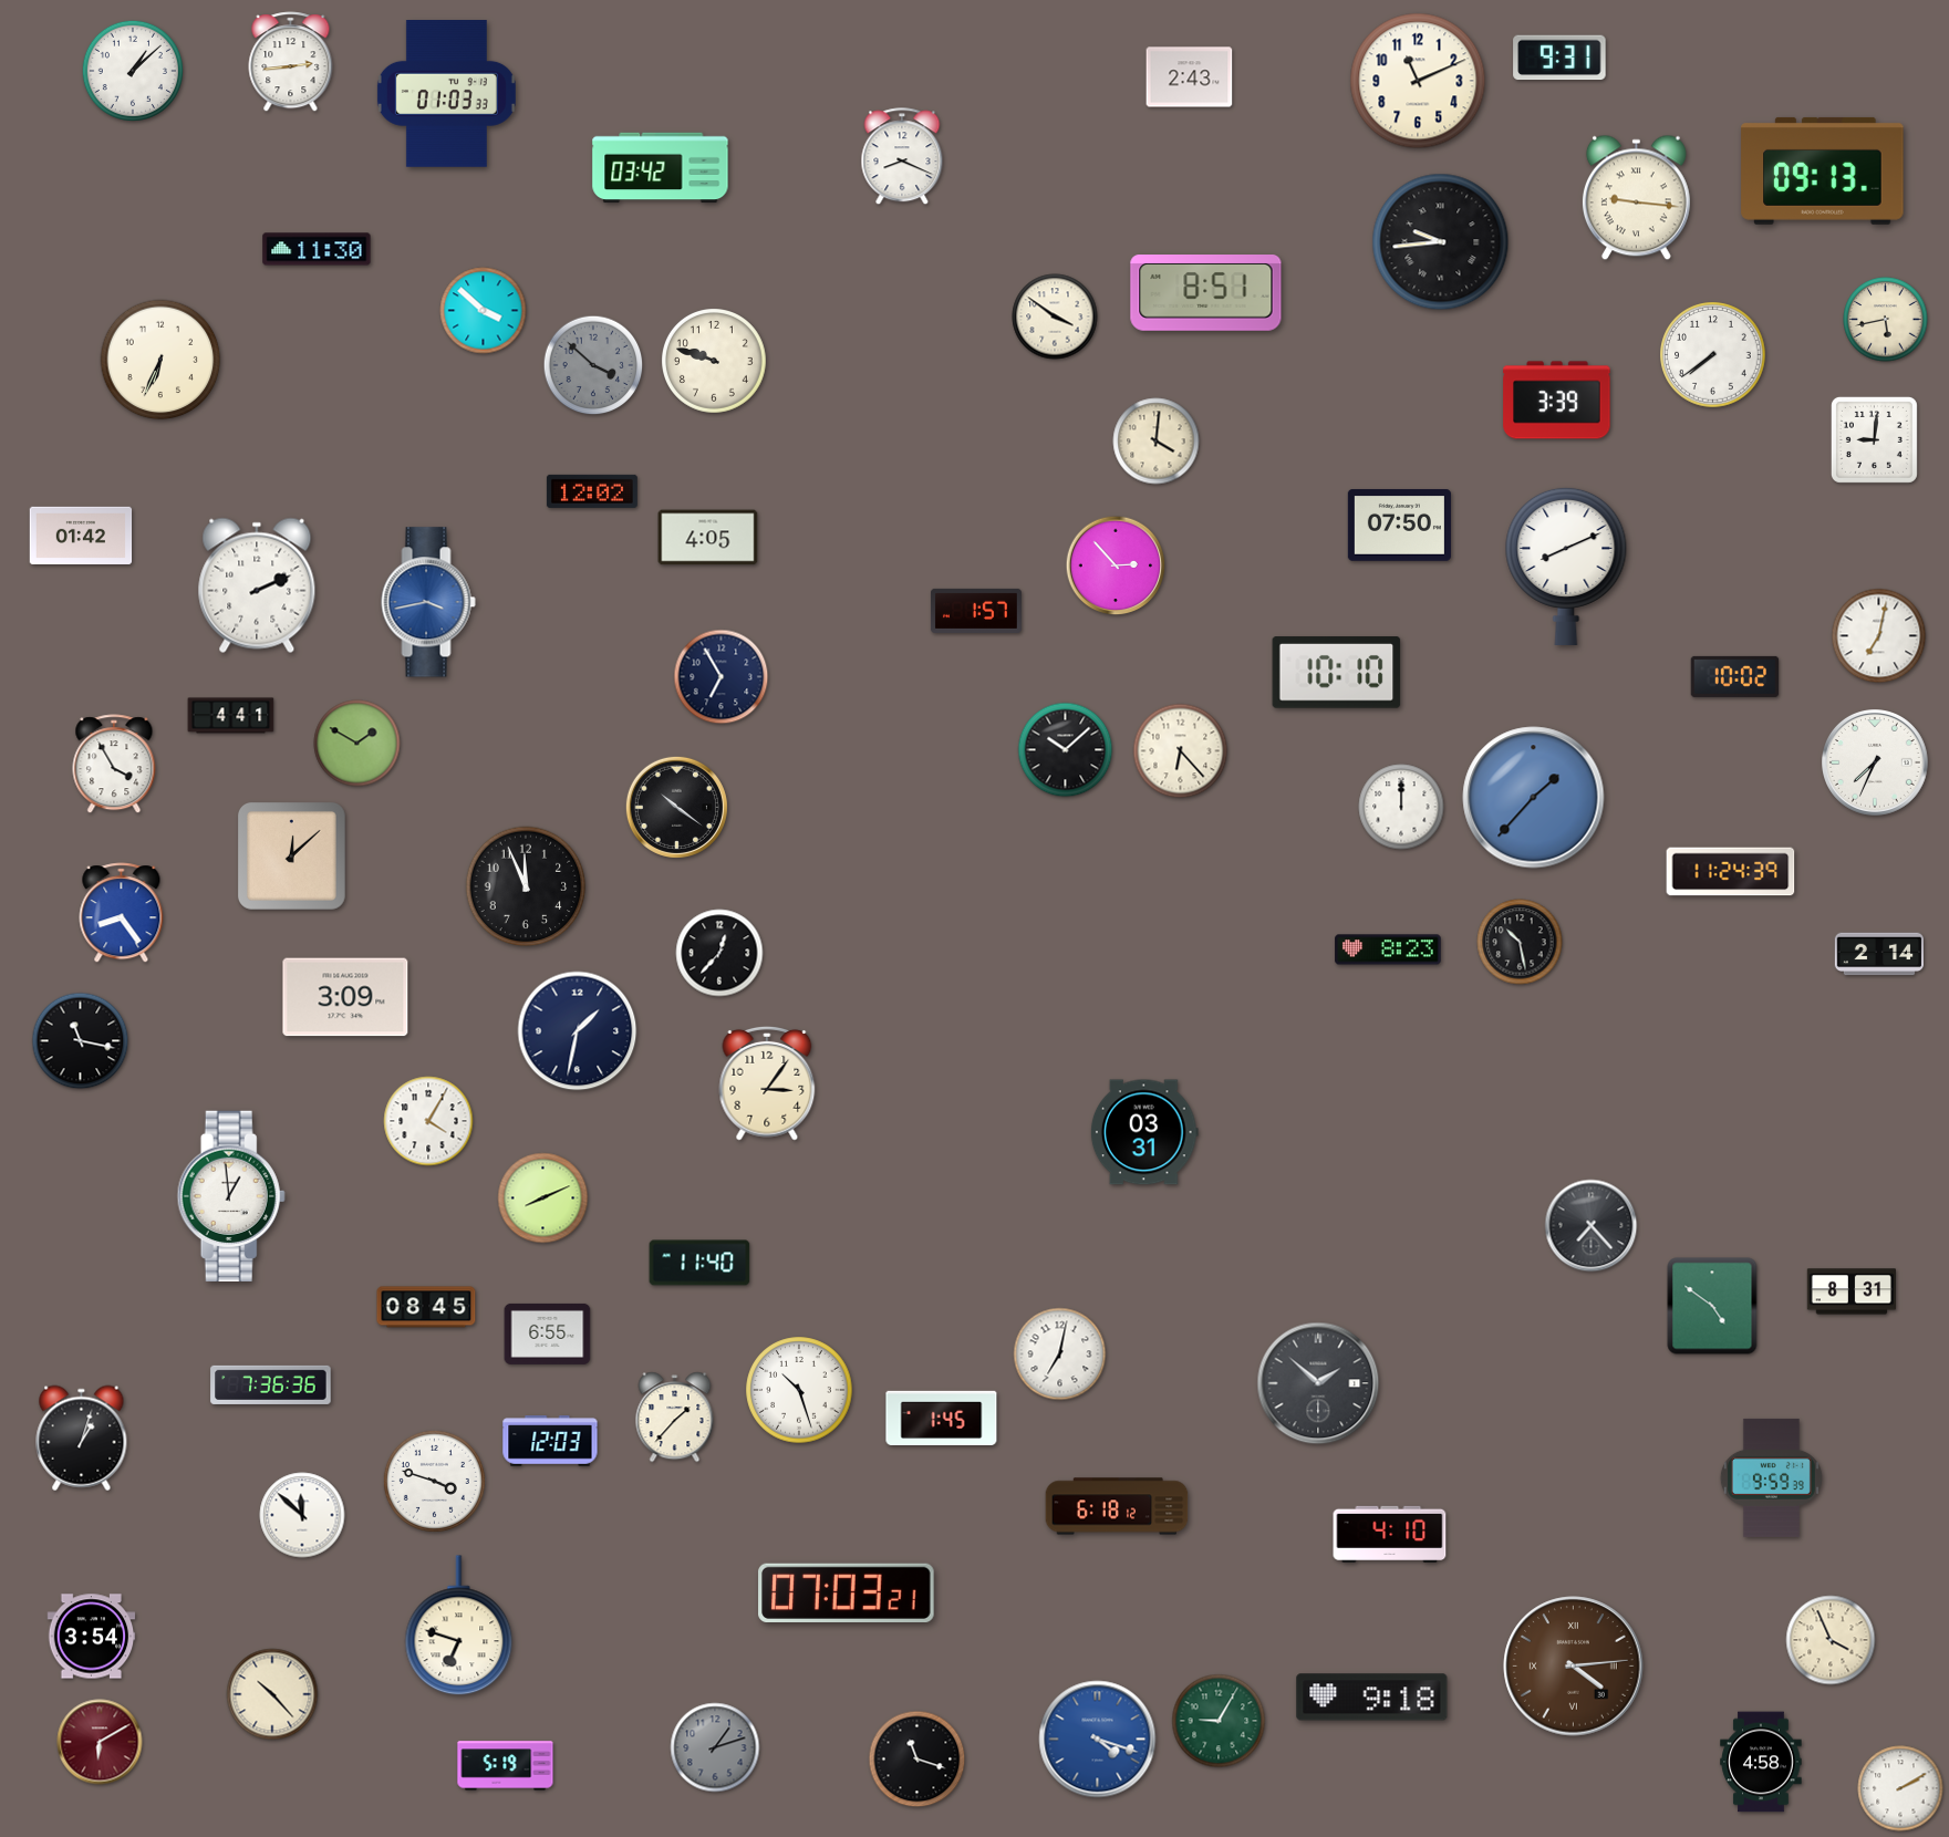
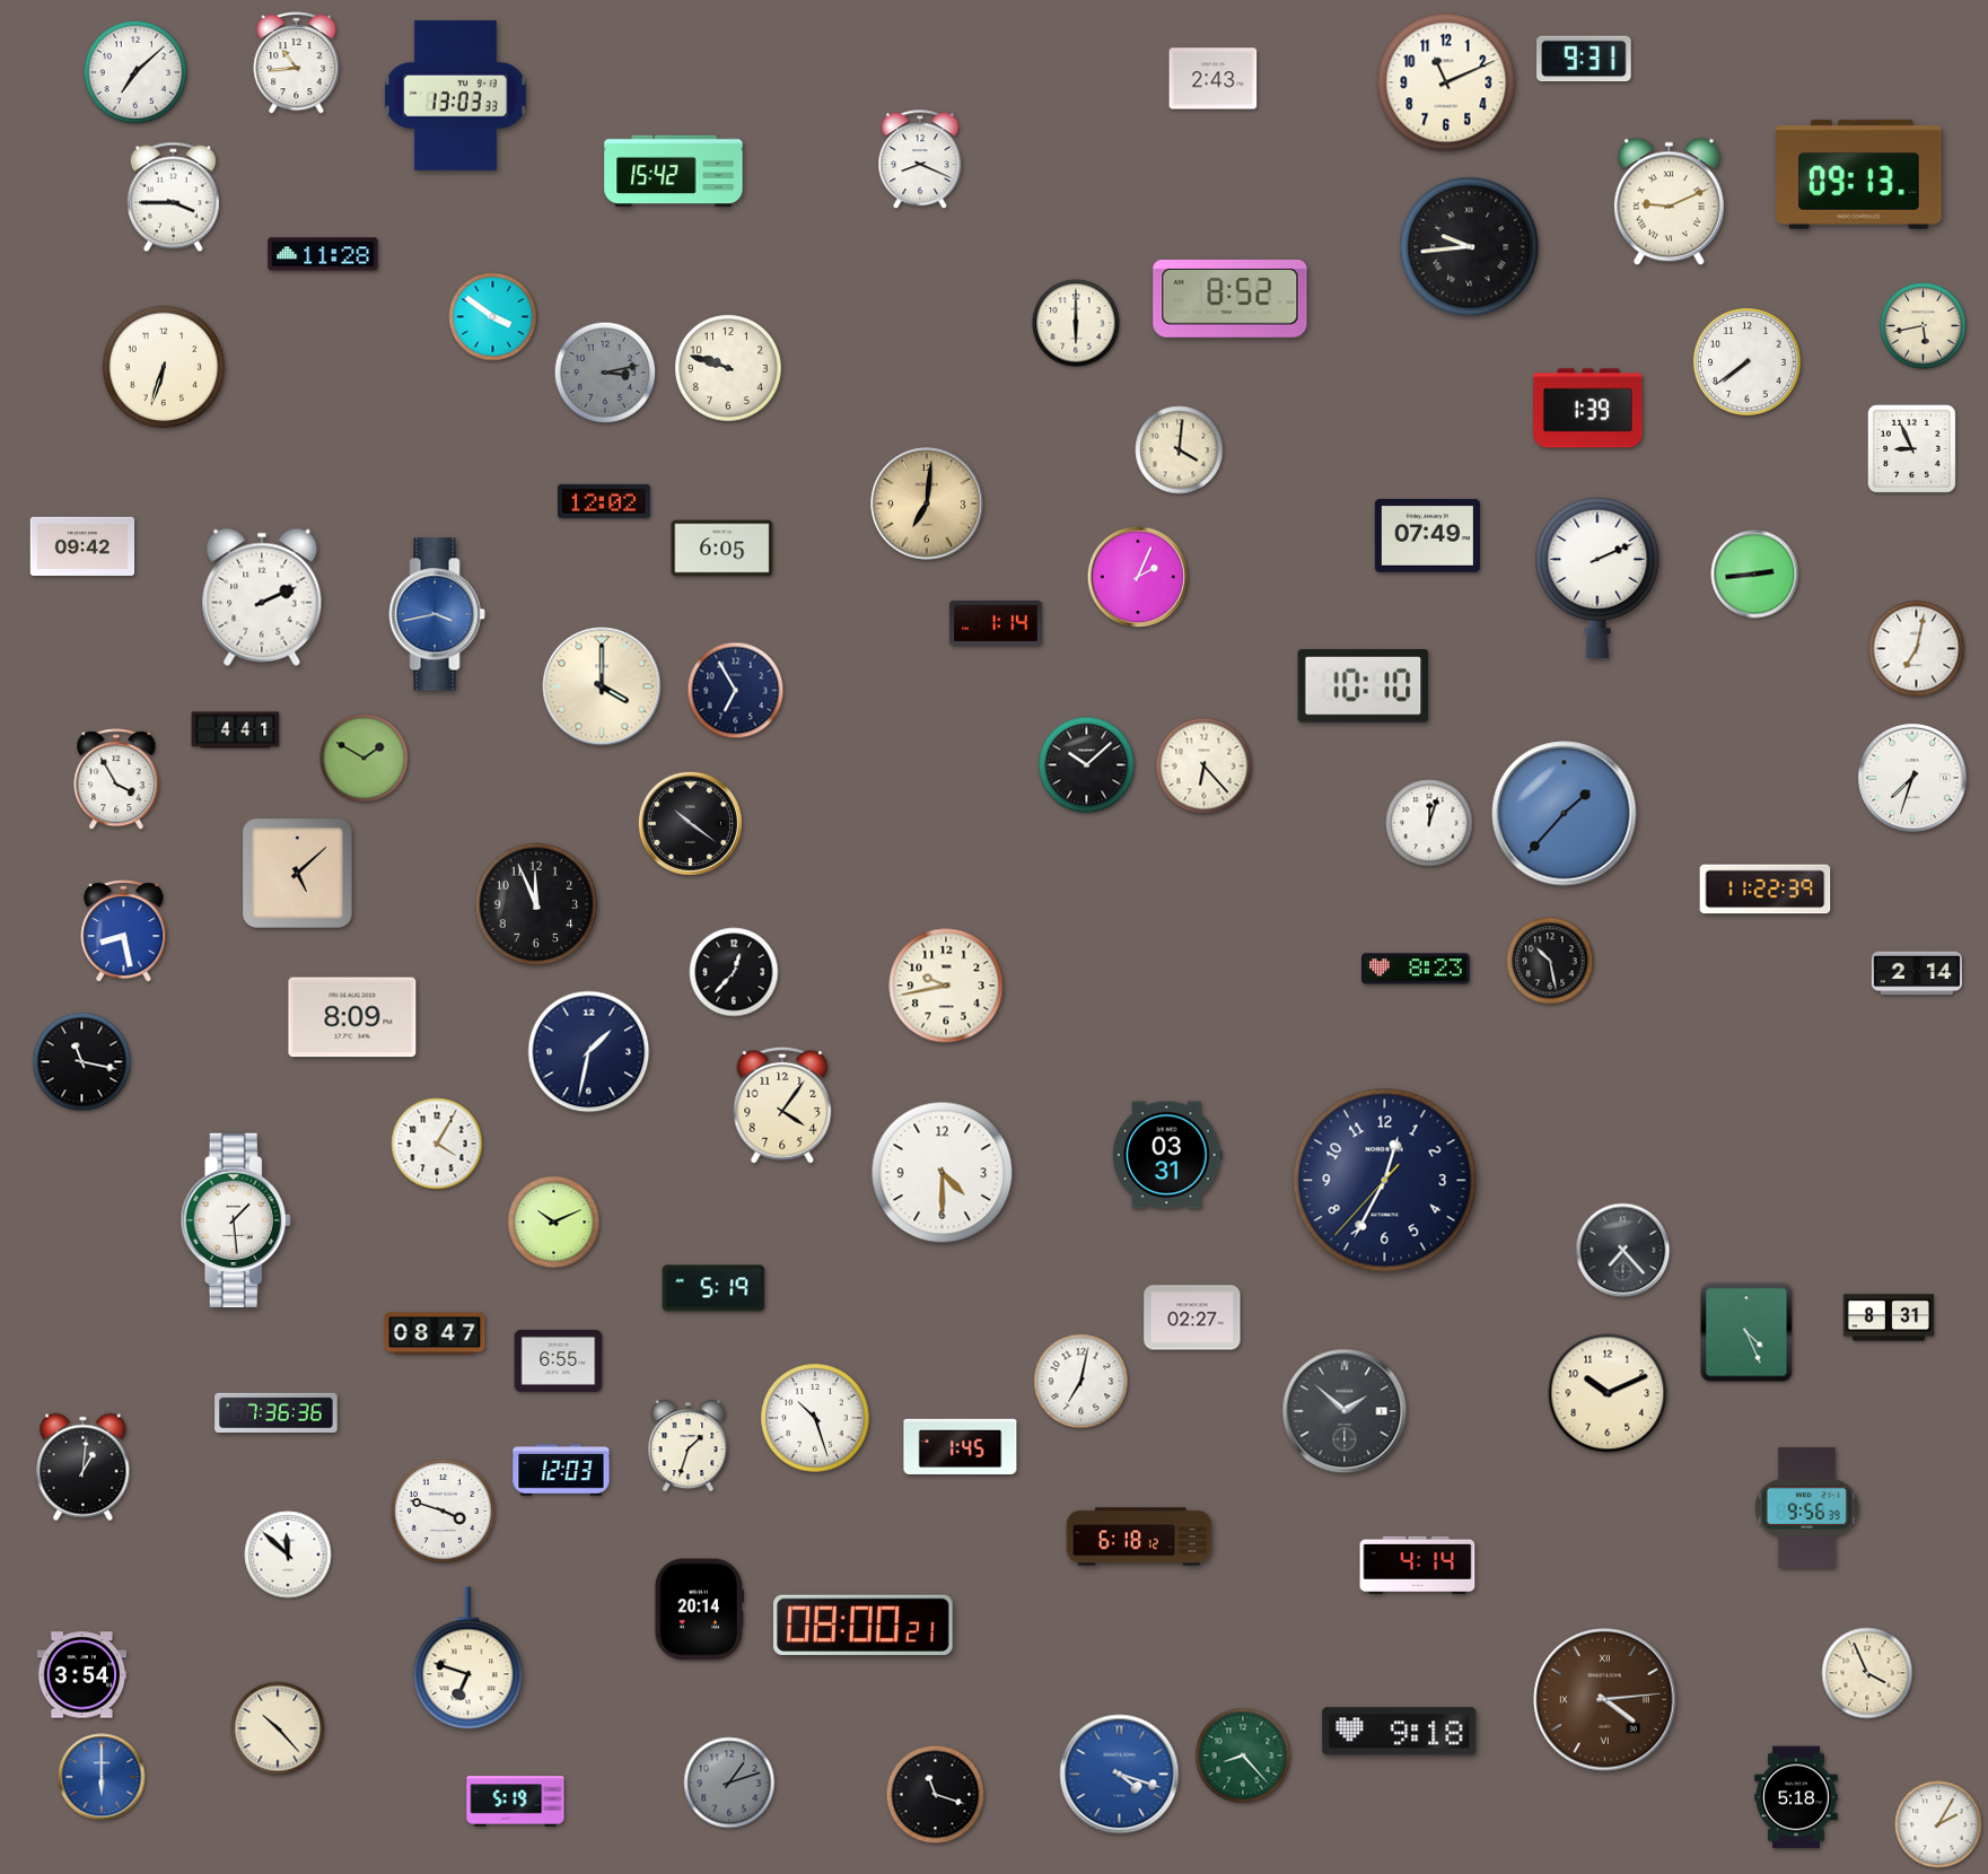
clock at (1559, 58) position: (1559, 58) -> (1584, 59)
clock at (291, 62): 2:44 -> 10:44
clock at (133, 71): 1:08 -> 7:08
clock at (446, 94): 01:03 -> 13:03
clock at (661, 168): 03:42 -> 15:42
clock at (173, 198): none -> 3:45
clock at (1636, 198): 9:16 -> 9:11
clock at (317, 249): 11:30 -> 11:28
clock at (1206, 293): 8:51 -> 8:52
clock at (484, 311): 3:52 -> 3:51
clock at (1055, 316): 3:51 -> 6:00
clock at (160, 360): 6:34 -> 6:33
clock at (593, 365): 3:52 -> 3:13
clock at (1557, 401): 3:39 -> 1:39
clock at (1874, 439): 9:01 -> 8:56
clock at (927, 503): none -> 7:01
clock at (1399, 526): 07:50 -> 07:49
clock at (81, 535): 01:42 -> 09:42
clock at (708, 538): 4:05 -> 6:05
clock at (1755, 575): none -> 2:44
clock at (1116, 565): 2:53 -> 2:04
clock at (1566, 565): 8:11 -> 2:11
clock at (976, 611): 1:57 -> 1:14
clock at (602, 686): none -> 4:00
clock at (1735, 676): 10:02 -> none
clock at (1876, 764): 7:34 -> 7:33
clock at (1401, 807): 12:00 -> 12:03
clock at (291, 855): 12:08 -> 5:08
clock at (1731, 872): 11:24 -> 11:22
clock at (122, 913): 8:24 -> 8:28
clock at (946, 986): none -> 9:43
clock at (345, 997): 3:09 -> 8:09
clock at (767, 1083): 3:06 -> 4:06
clock at (943, 1173): none -> 4:30
clock at (1385, 1181): none -> 12:34
clock at (231, 1195): 12:59 -> 1:29
clock at (543, 1198): 8:11 -> 10:11
clock at (699, 1263): 11:40 -> 5:19
clock at (1192, 1317): none -> 02:27
clock at (1712, 1306): 4:51 -> 4:26
clock at (426, 1307): 08:45 -> 08:47
clock at (1608, 1393): none -> 10:11
clock at (675, 1418): 1:37 -> 1:33
clock at (82, 1439): 1:03 -> 1:01
clock at (1771, 1477): 9:59 -> 9:56
clock at (302, 1515) position: (302, 1515) -> (288, 1555)
clock at (1390, 1534): 4:10 -> 4:14
clock at (700, 1610): none -> 20:14
clock at (847, 1592): 07:03 -> 08:00
clock at (92, 1637) position: (92, 1637) -> (82, 1675)
clock at (1219, 1721): 9:05 -> 8:23
clock at (100, 1742): 6:10 -> 6:00
clock at (100, 1742) dial: burgundy -> blue
clock at (1761, 1762): 4:58 -> 5:18
clock at (1900, 1788): 2:10 -> 2:05
